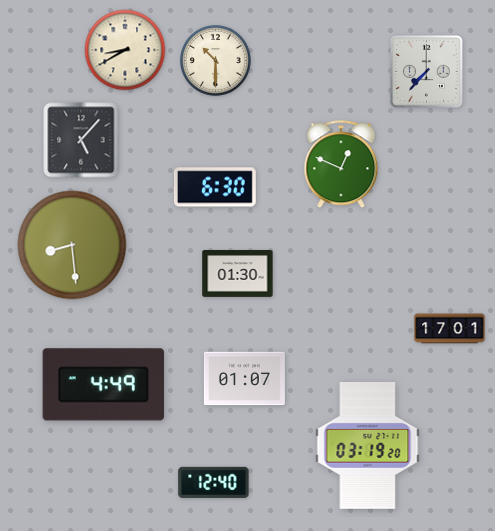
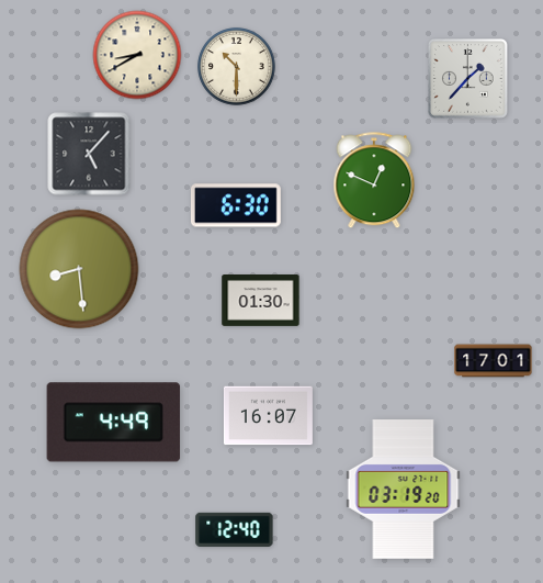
clock at (427, 72): 7:37 -> 1:37
clock at (244, 379): 01:07 -> 16:07
